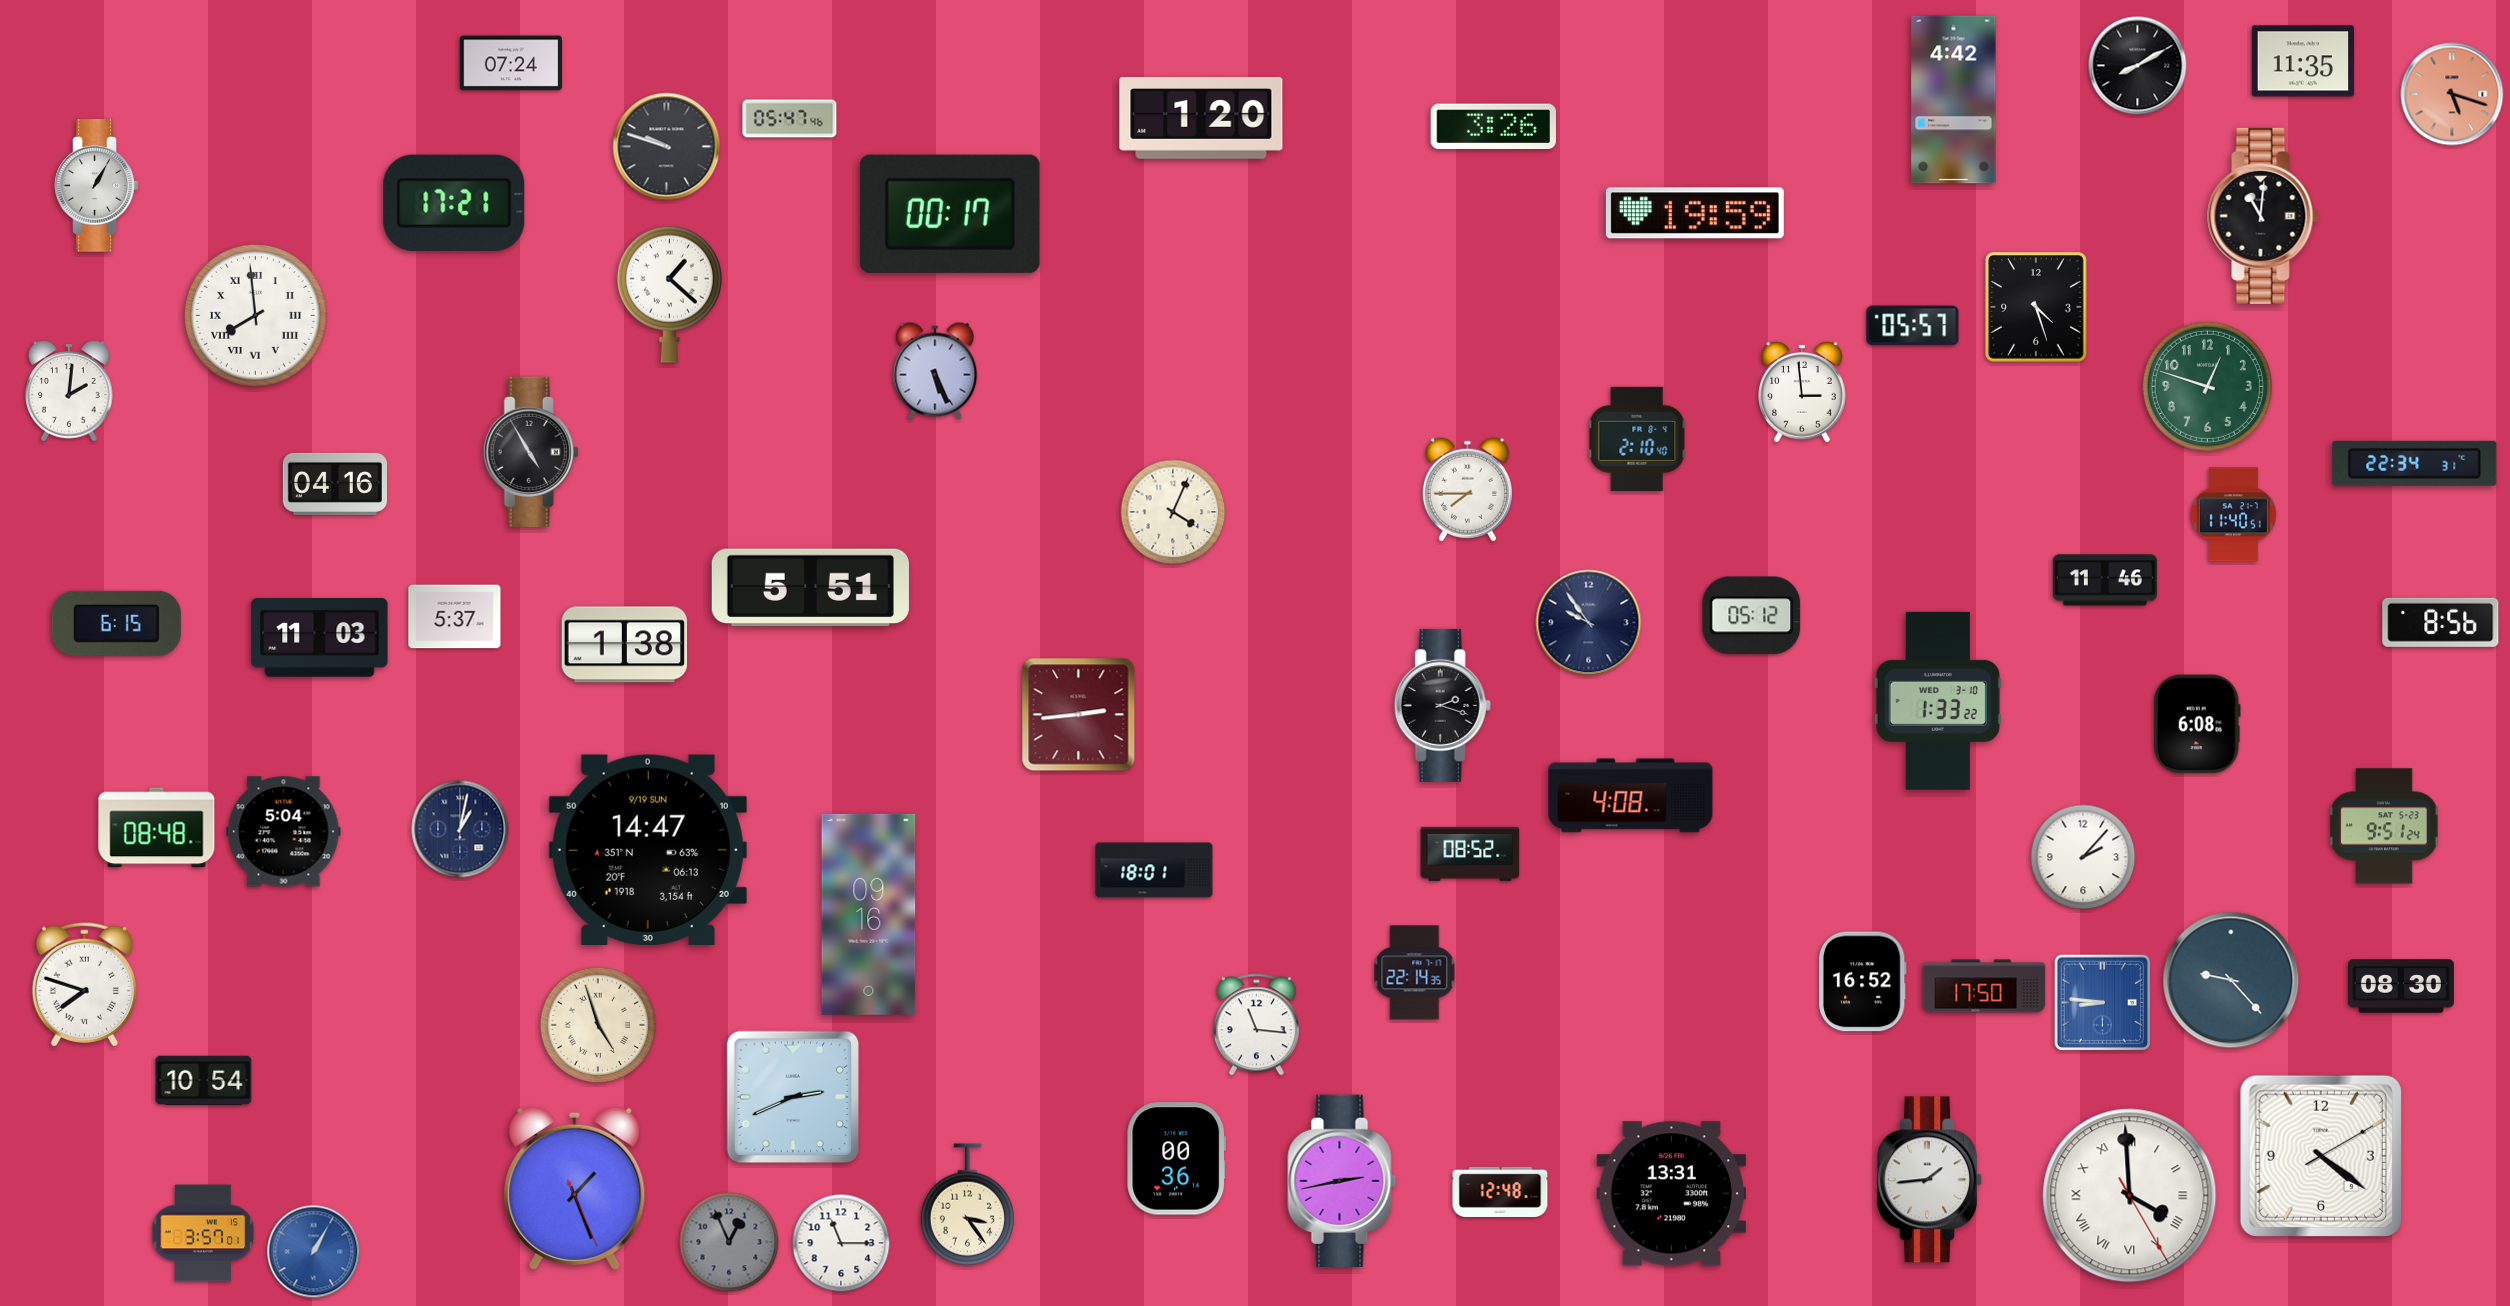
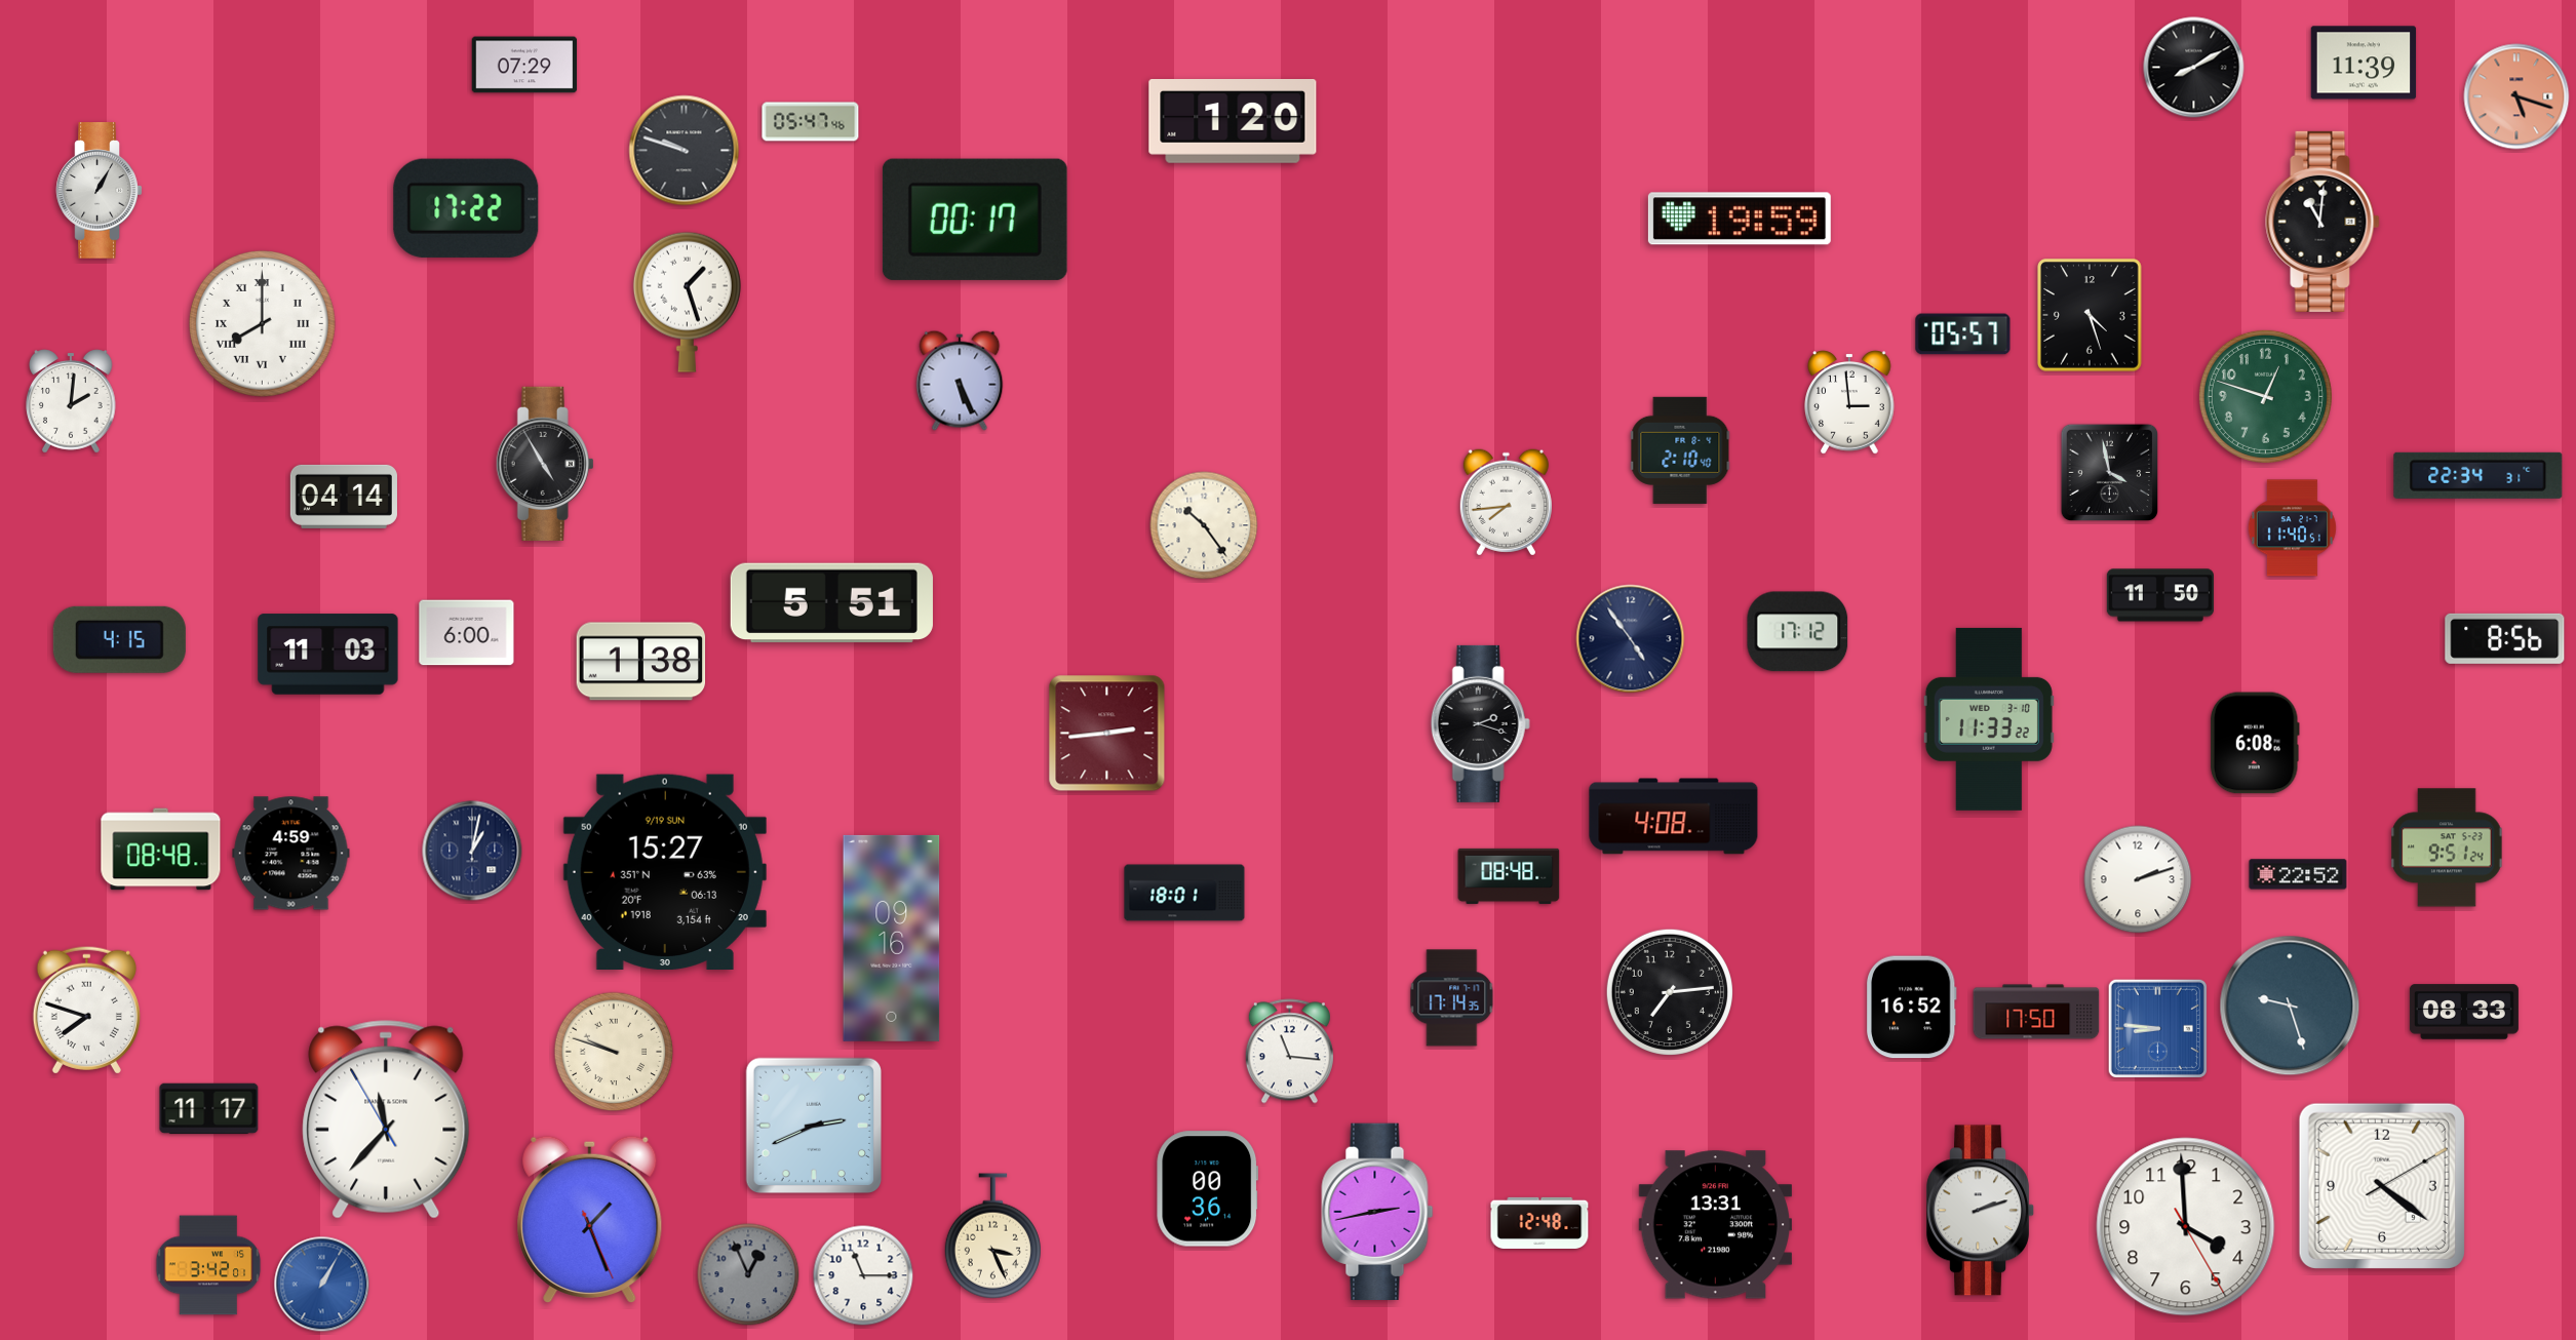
clock at (2303, 61): 11:35 -> 11:39
clock at (511, 63): 07:24 -> 07:29
clock at (1954, 100): 4:42 -> none
clock at (1493, 127): 3:26 -> none
clock at (454, 203): 17:21 -> 17:22
clock at (669, 294): 1:22 -> 1:27
clock at (255, 315): 7:59 -> 8:00
clock at (2109, 472): none -> 3:58
clock at (335, 484): 04:16 -> 04:14
clock at (1467, 490): 7:45 -> 7:44
clock at (1173, 512): 4:04 -> 10:24
clock at (2105, 580): 11:46 -> 11:50
clock at (1752, 616): 05:12 -> 17:12
clock at (455, 617): 5:37 -> 6:00
clock at (116, 623): 6:15 -> 4:15
clock at (1589, 623): 9:54 -> 4:54
clock at (1938, 701): 1:33 -> 11:33
clock at (284, 832): 5:04 -> 4:59
clock at (648, 849): 14:47 -> 15:27
clock at (2298, 874): none -> 22:52
clock at (1470, 854): 08:52 -> 08:48
clock at (2083, 857): 2:07 -> 2:12
clock at (1670, 992): none -> 7:14
clock at (1415, 973): 22:14 -> 17:14
clock at (2231, 980): 9:23 -> 9:27
clock at (2401, 986): 08:30 -> 08:33
clock at (598, 1025): 4:57 -> 9:48
clock at (204, 1081): 10:54 -> 11:17
clock at (386, 1119): none -> 11:36
clock at (1930, 1180): 1:44 -> 2:12
clock at (2130, 1196) numerals: Roman -> Arabic
clock at (967, 1205): 3:24 -> 3:26
clock at (203, 1233): 3:57 -> 3:42
